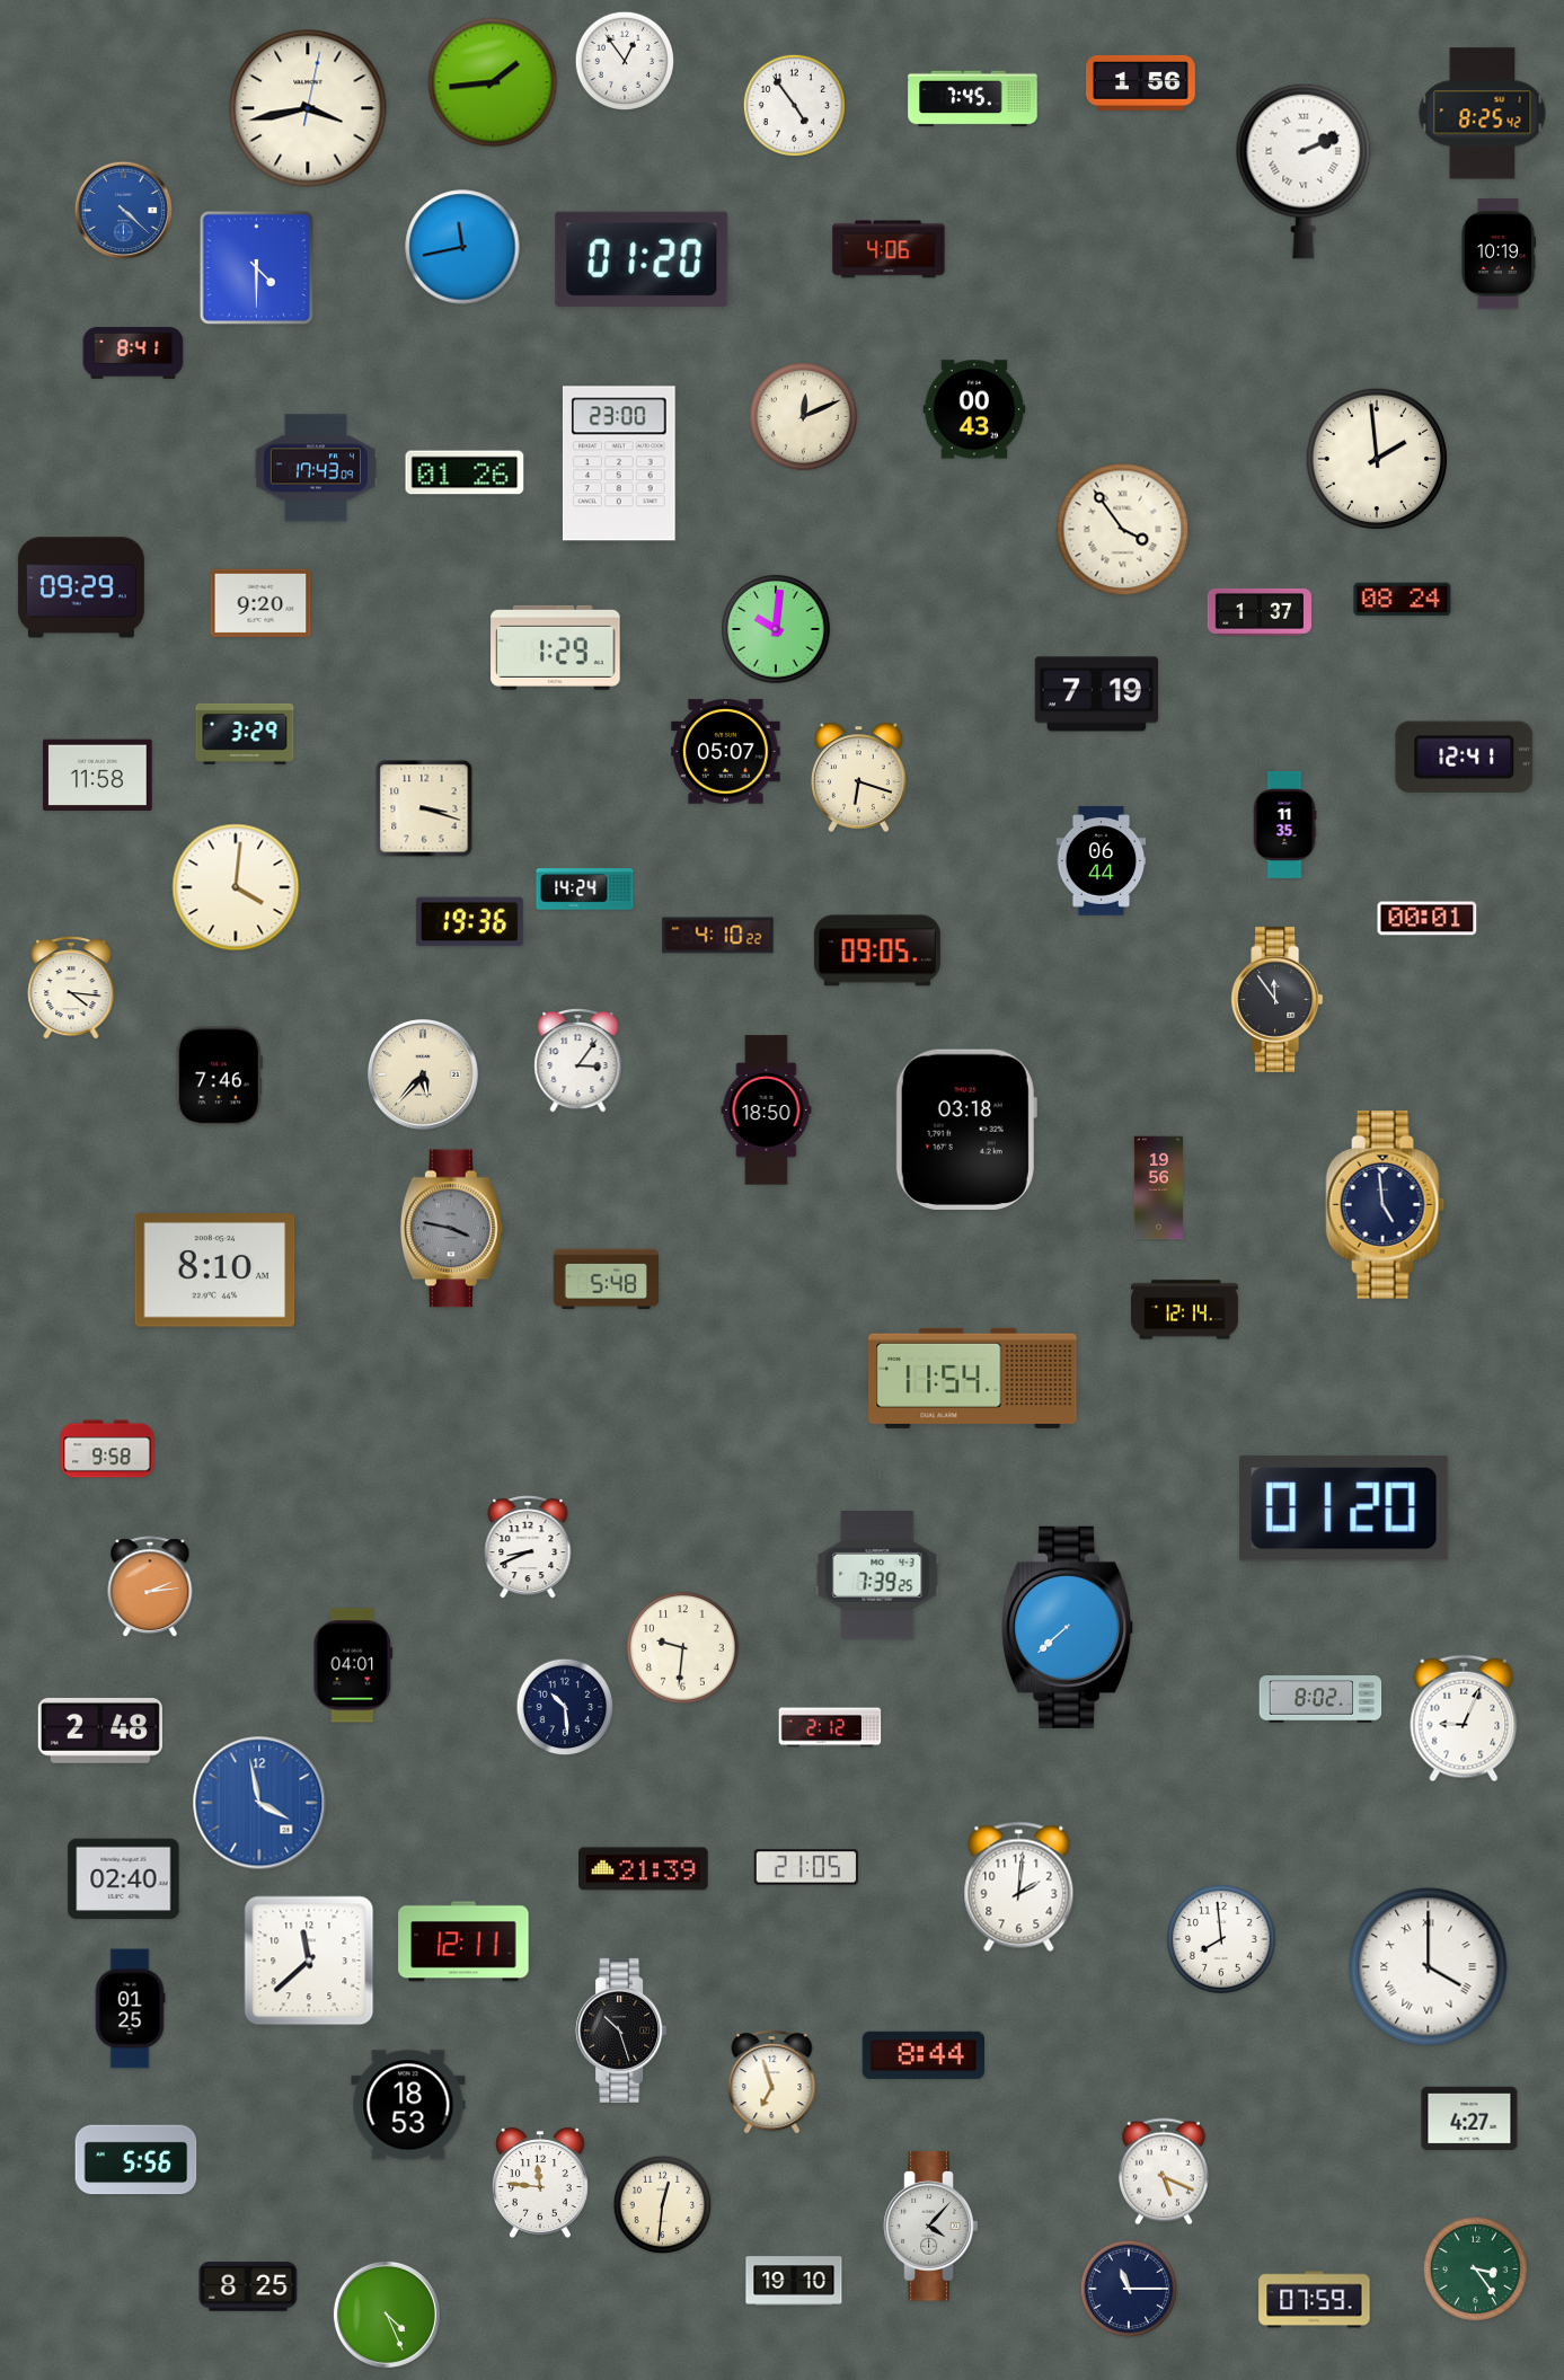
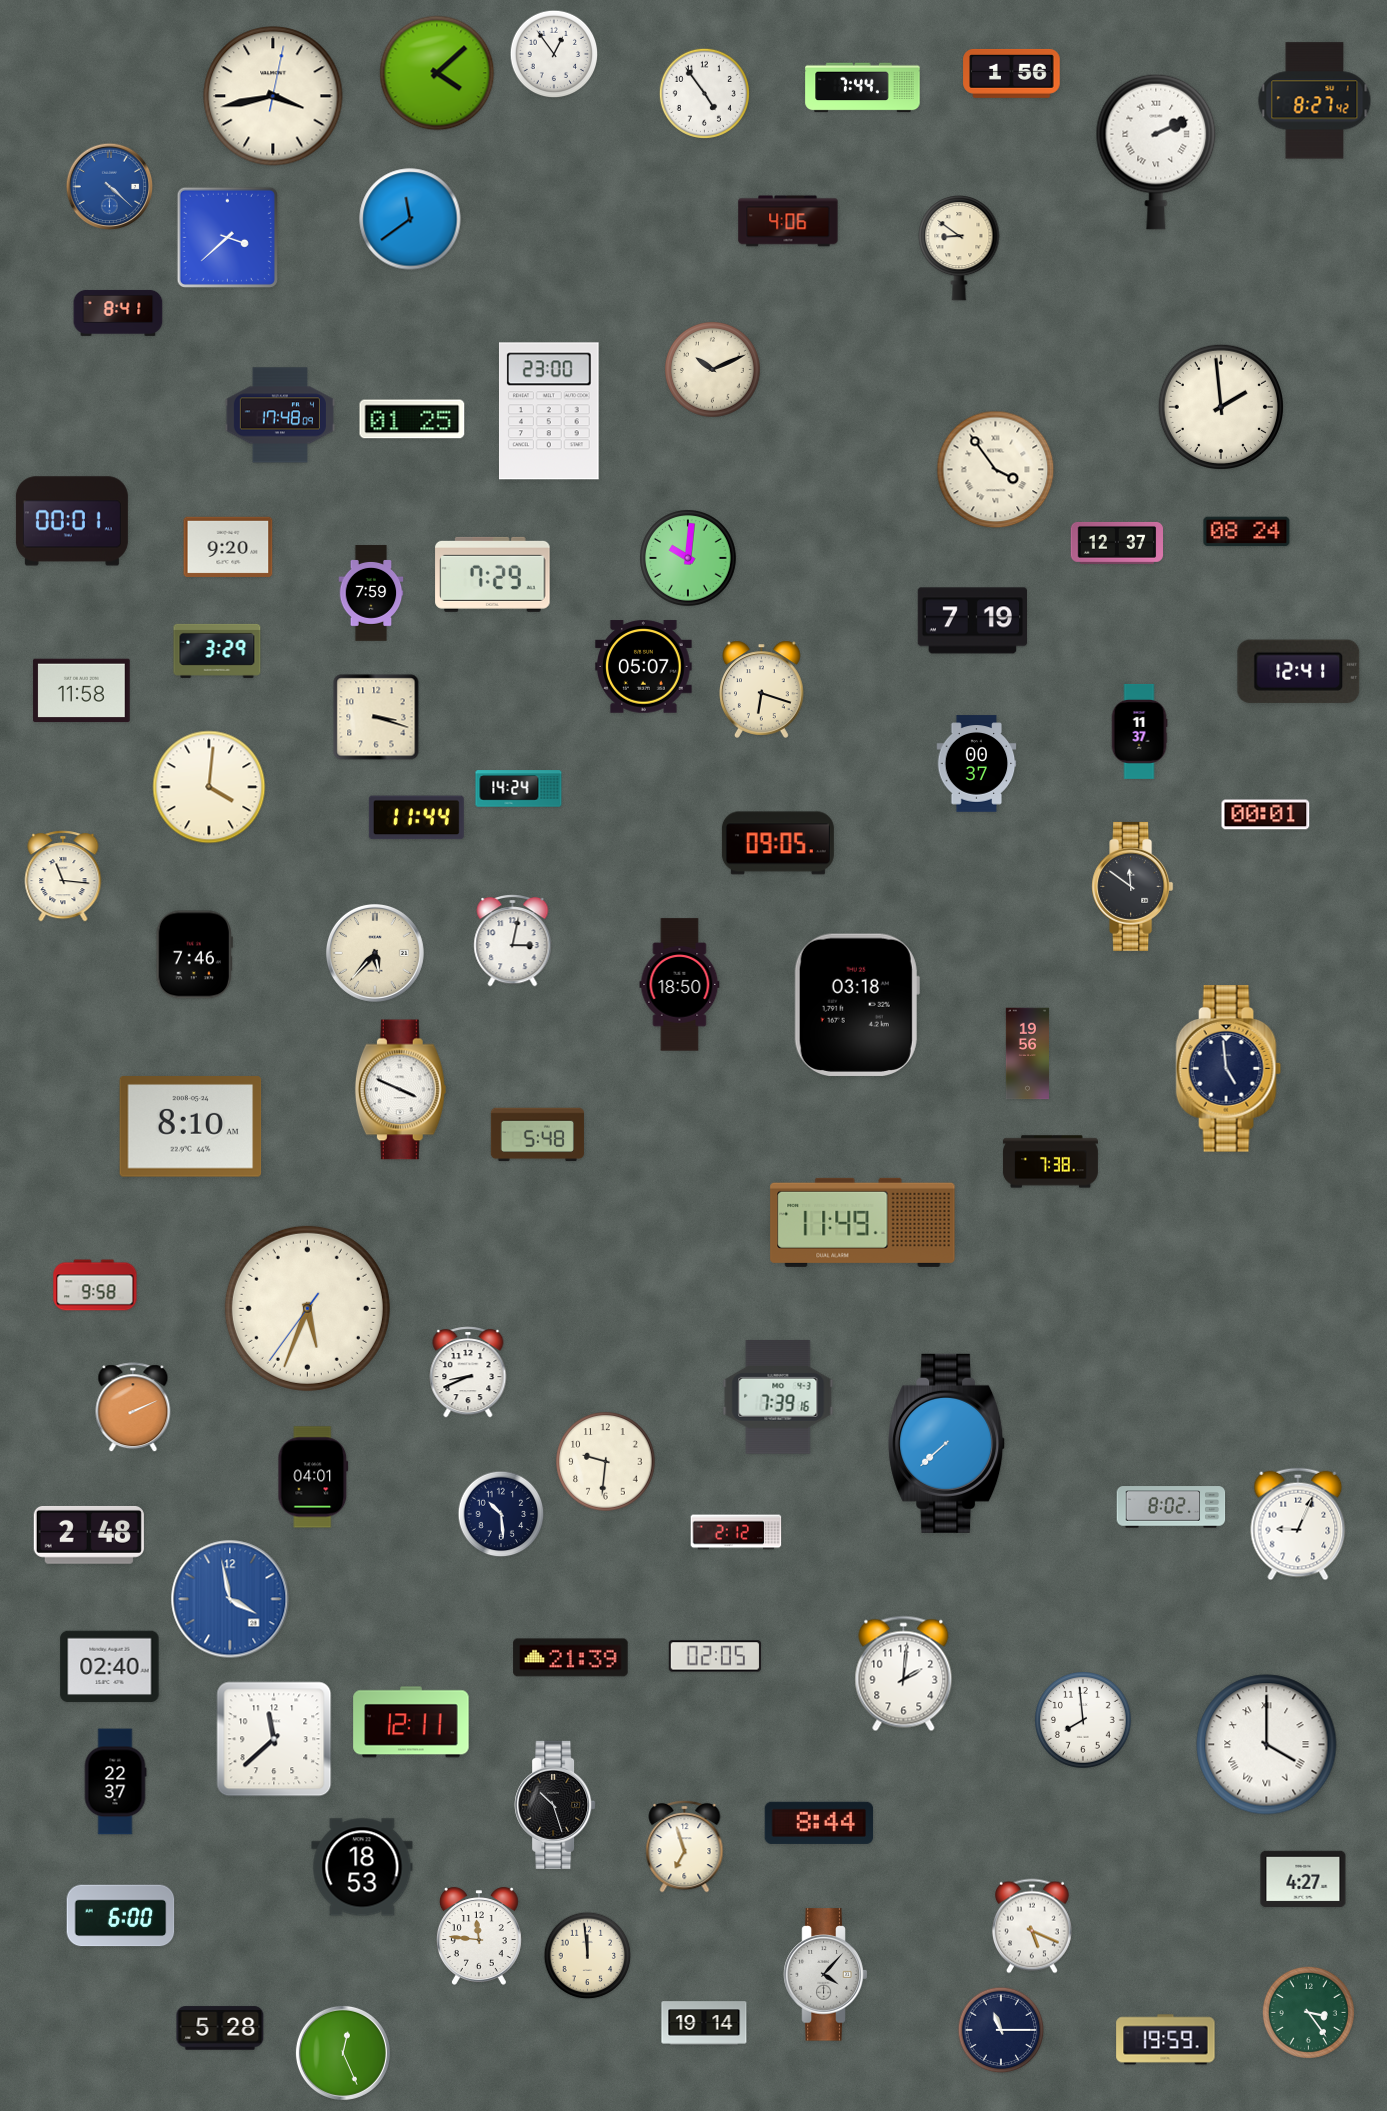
clock at (493, 82): 1:44 -> 4:08
clock at (973, 99): 7:45 -> 7:44
clock at (1483, 114): 8:25 -> 8:27
clock at (462, 247): 11:43 -> 11:39
clock at (1499, 254): 10:19 -> none
clock at (642, 259): 01:20 -> none
clock at (256, 267): 4:30 -> 3:38
clock at (959, 249): none -> 8:51
clock at (974, 409): 00:43 -> none
clock at (804, 417): 12:11 -> 10:11
clock at (316, 468): 17:43 -> 17:48
clock at (465, 472): 01:26 -> 01:25
clock at (81, 587): 09:29 -> 00:01
clock at (1403, 600) position: (1403, 600) -> (1247, 532)
clock at (260, 602) position: (260, 602) -> (228, 546)
clock at (1260, 612): 1:37 -> 12:37
clock at (556, 647): 1:29 -> 7:29
clock at (371, 593): none -> 7:59
clock at (1096, 694) position: (1096, 694) -> (972, 621)
clock at (98, 776) position: (98, 776) -> (82, 691)
clock at (1284, 824): 11:35 -> 11:37
clock at (1102, 861): 06:44 -> 00:37
clock at (469, 922): 19:36 -> 11:44
clock at (718, 936): 4:10 -> none
clock at (71, 988): 4:16 -> 11:16
clock at (1278, 999): 11:54 -> 11:51
clock at (578, 1061): 3:06 -> 3:02
clock at (966, 1130) position: (966, 1130) -> (857, 1005)
clock at (451, 1229): 3:47 -> 3:49
clock at (451, 1229) dial: grey -> white
clock at (1184, 1310): 12:14 -> 7:38
clock at (973, 1378): 11:54 -> 11:49
clock at (307, 1308): none -> 5:33
clock at (1344, 1508): 01:20 -> none
clock at (877, 1576): 7:39:25 -> 7:39:16
clock at (150, 1587): 2:14 -> 2:11
clock at (805, 1867): 21:05 -> 02:05
clock at (130, 2009): 01:25 -> 22:37
clock at (621, 2030) position: (621, 2030) -> (555, 1805)
clock at (136, 2160): 5:56 -> 6:00
clock at (663, 2205): 12:31 -> 11:59
clock at (794, 2281): 19:10 -> 19:14
clock at (248, 2286): 8:25 -> 5:28
clock at (1315, 2300): 07:59 -> 19:59
clock at (387, 2315): 4:26 -> 12:26
